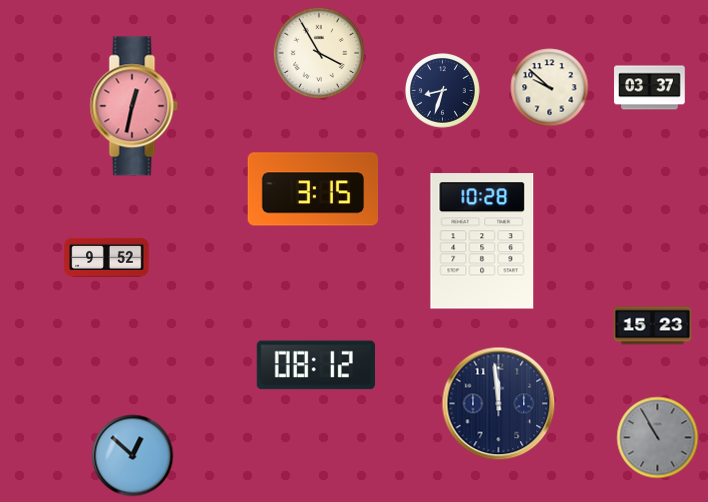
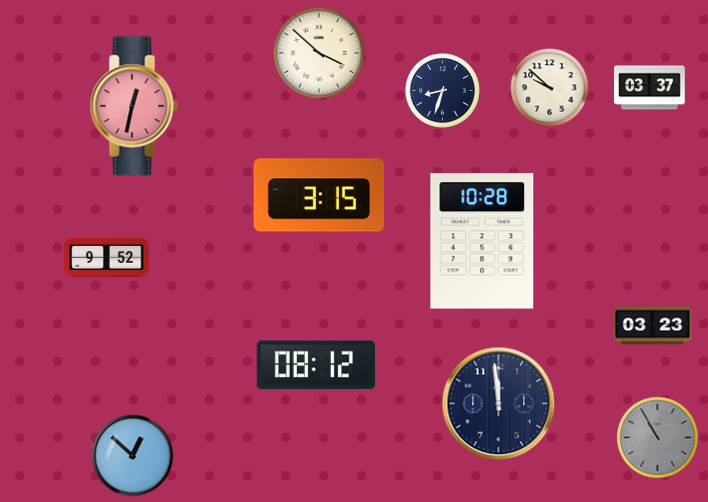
clock at (319, 53): 3:55 -> 3:52
clock at (313, 189) position: (313, 189) -> (319, 195)
clock at (653, 326): 15:23 -> 03:23
